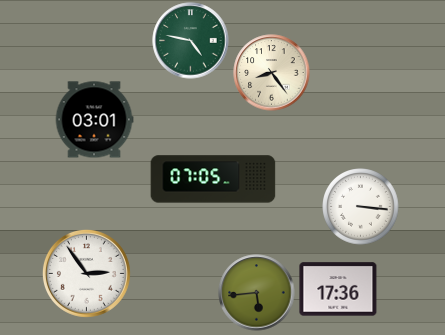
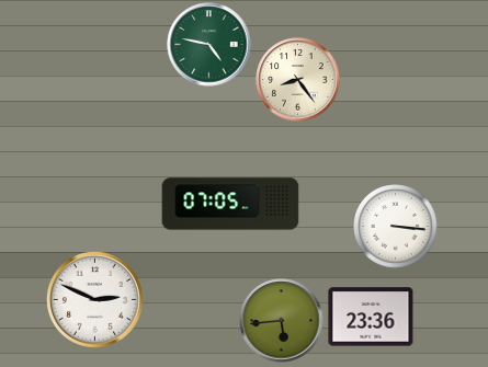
clock at (94, 120): 03:01 -> none
clock at (213, 179) position: (213, 179) -> (230, 204)
clock at (86, 273): 2:54 -> 2:49
clock at (338, 289): 17:36 -> 23:36
